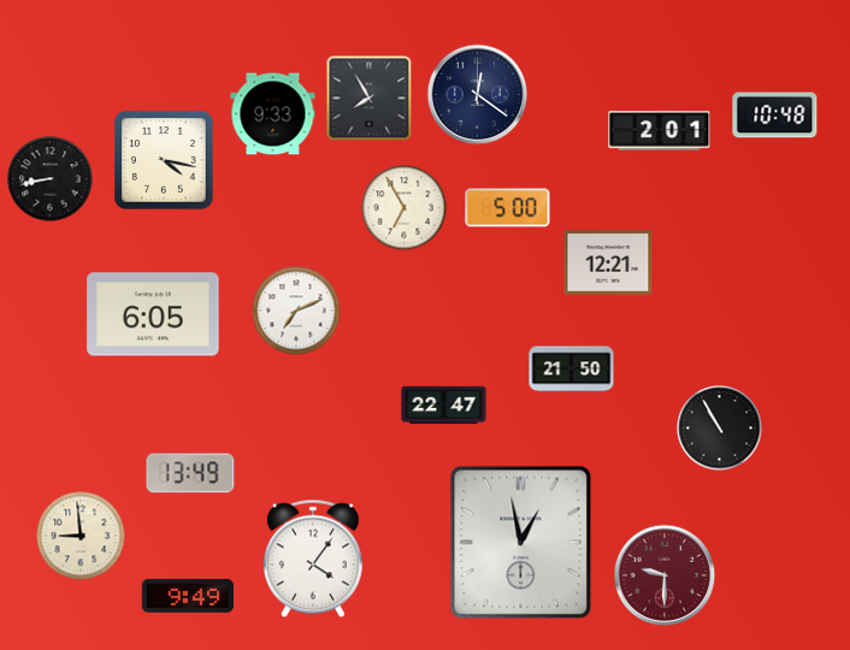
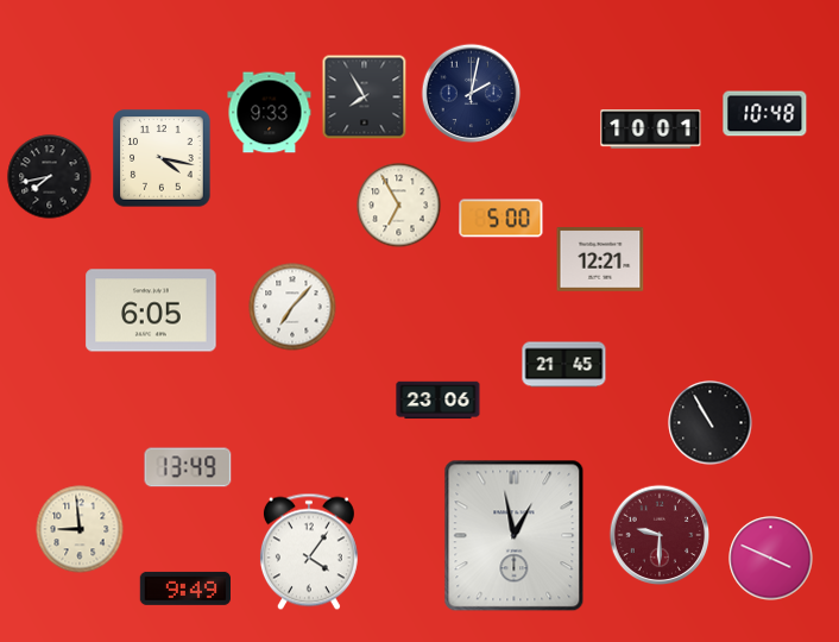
clock at (478, 95): 12:21 -> 2:02
clock at (660, 131): 2:01 -> 10:01
clock at (51, 179): 8:43 -> 7:43
clock at (508, 208) position: (508, 208) -> (501, 219)
clock at (296, 311): 7:11 -> 7:07
clock at (572, 370): 21:50 -> 21:45
clock at (444, 406): 22:47 -> 23:06
clock at (771, 559): none -> 3:49
clock at (665, 575) position: (665, 575) -> (660, 535)
